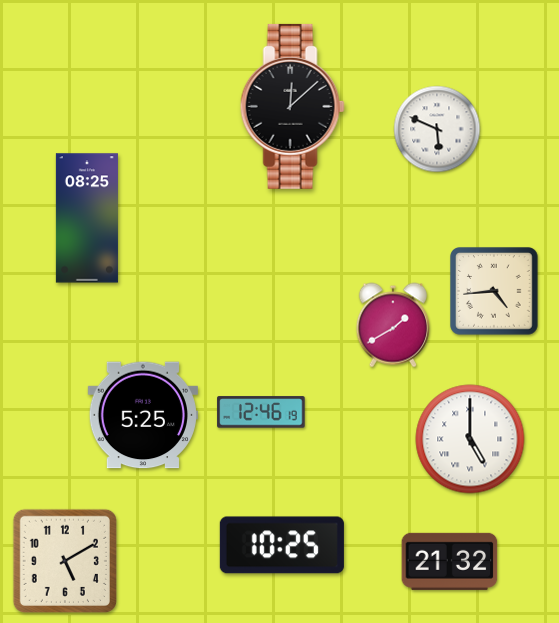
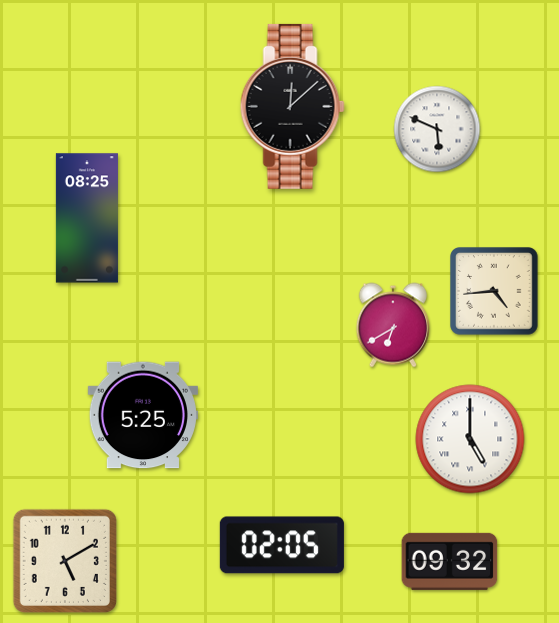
clock at (393, 325): 1:40 -> 6:40
clock at (261, 412): 12:46 -> none
clock at (282, 545): 10:25 -> 02:05
clock at (450, 561): 21:32 -> 09:32
